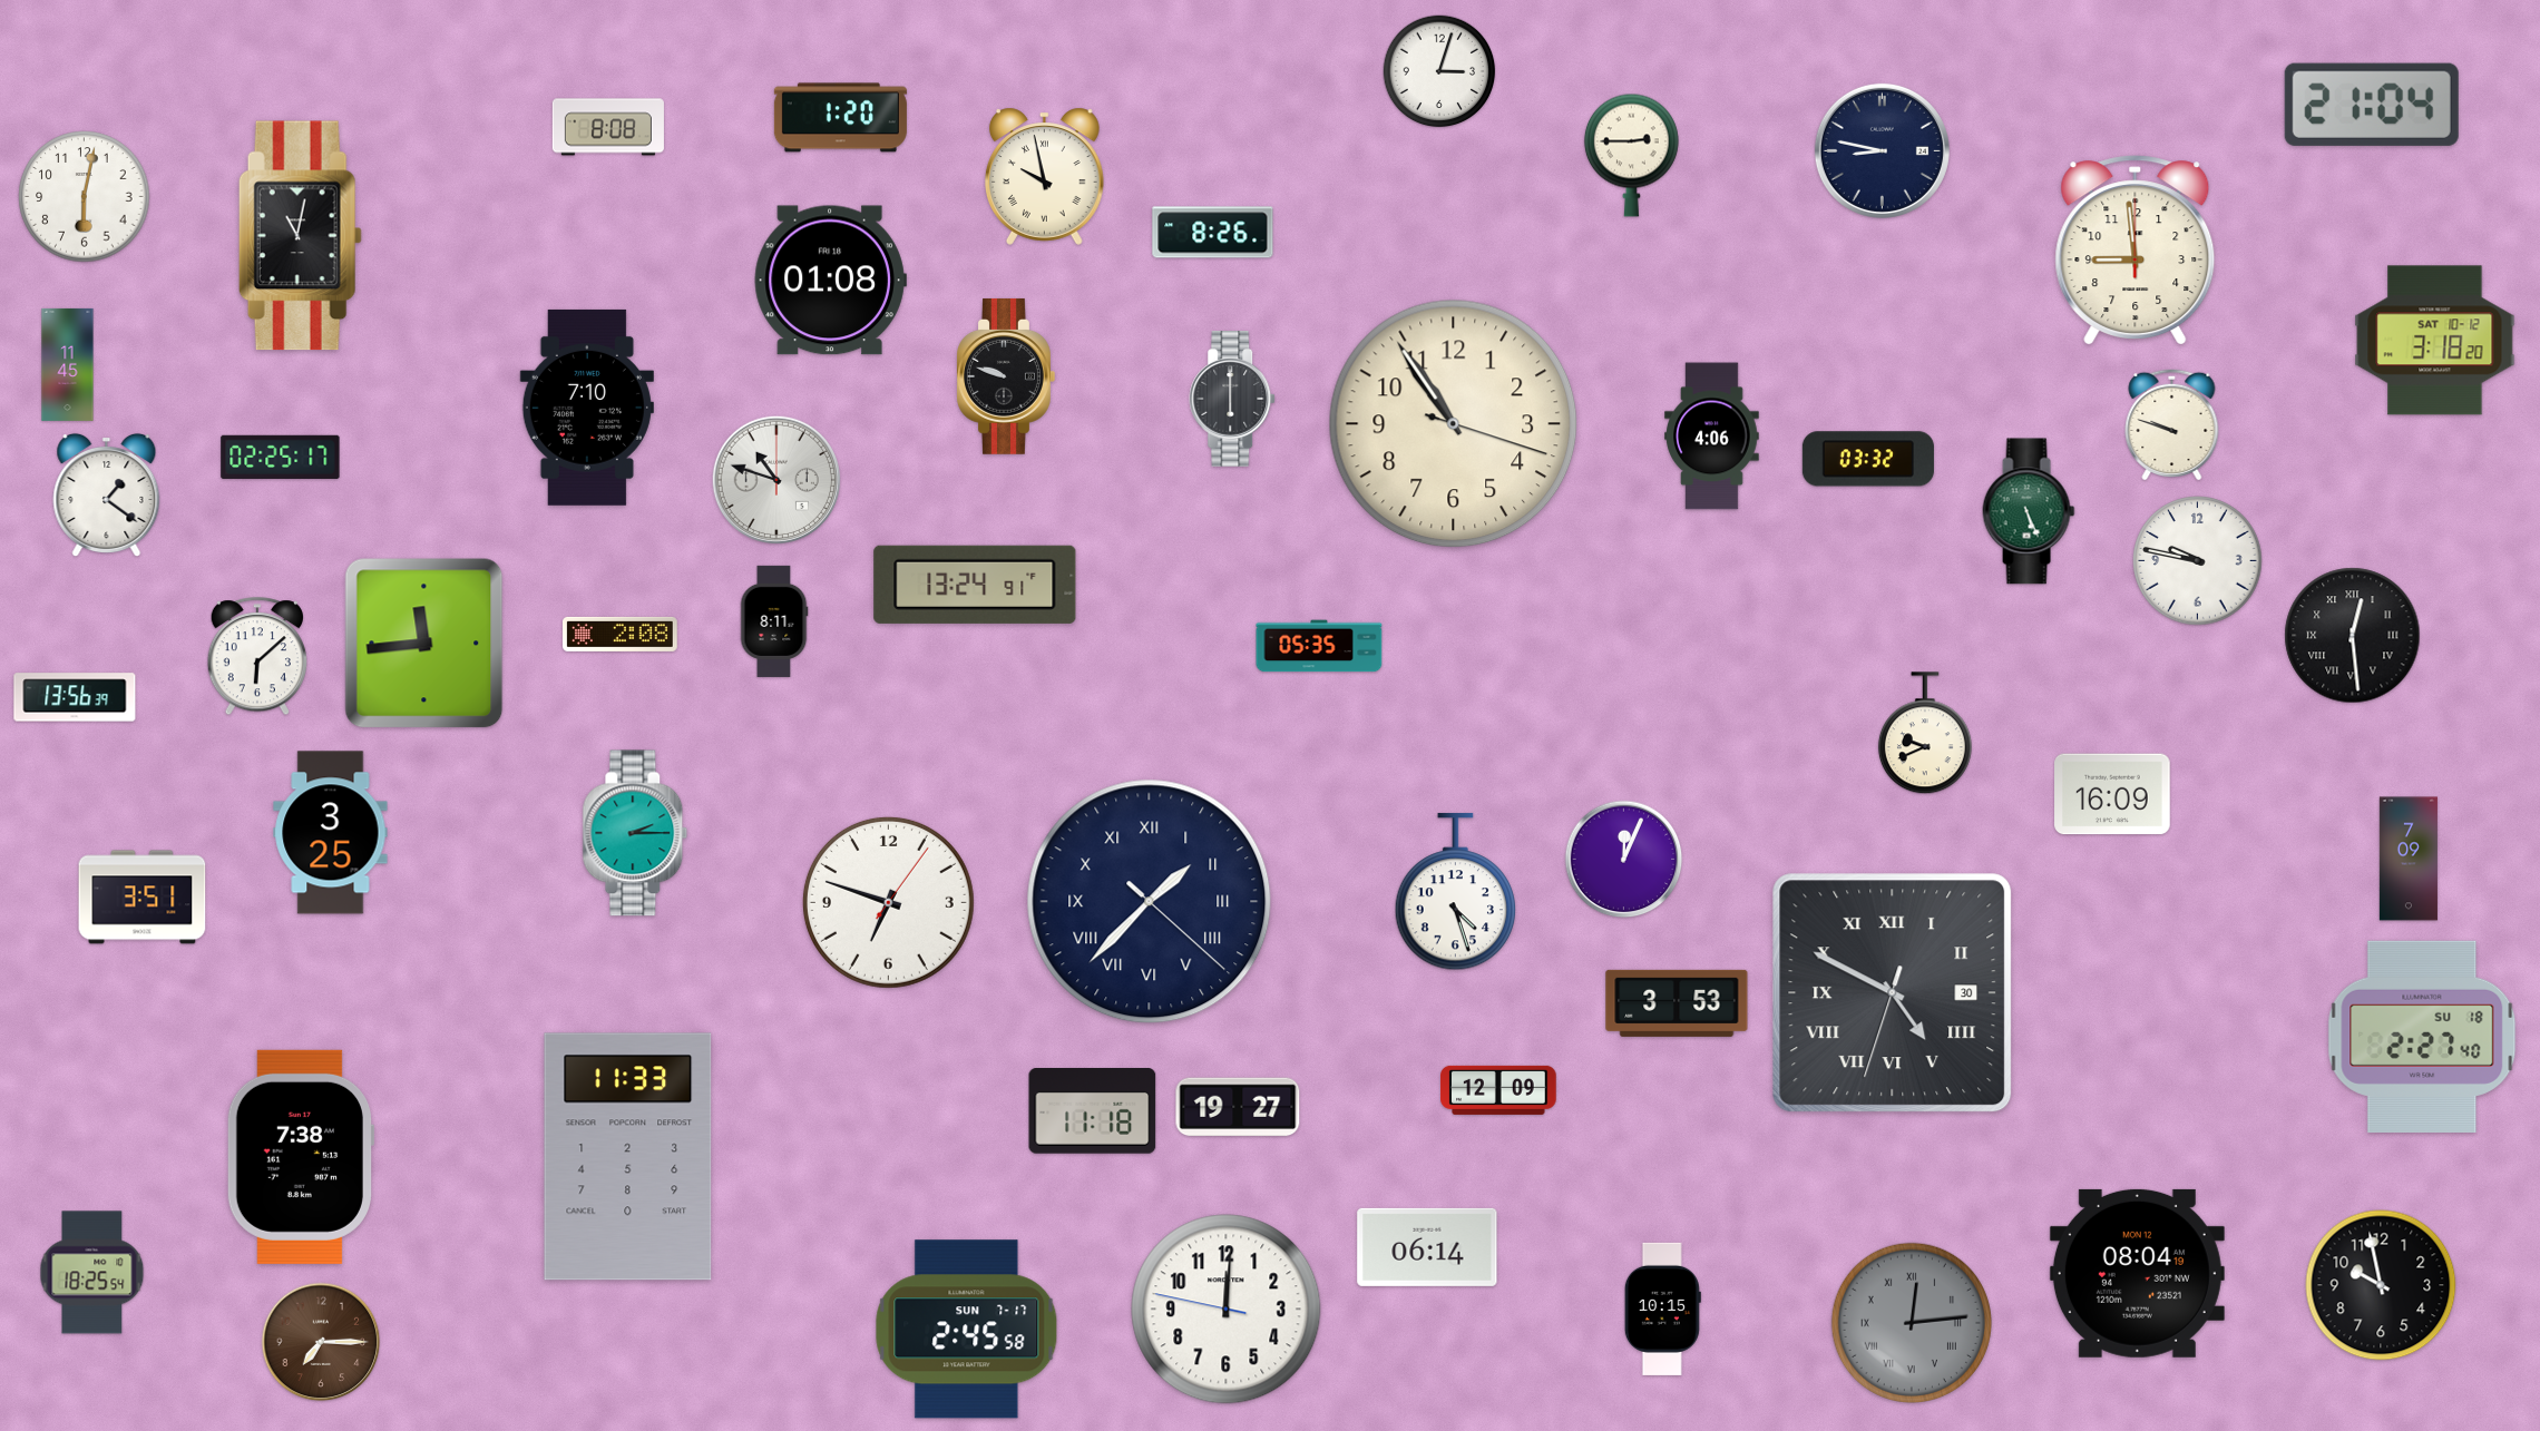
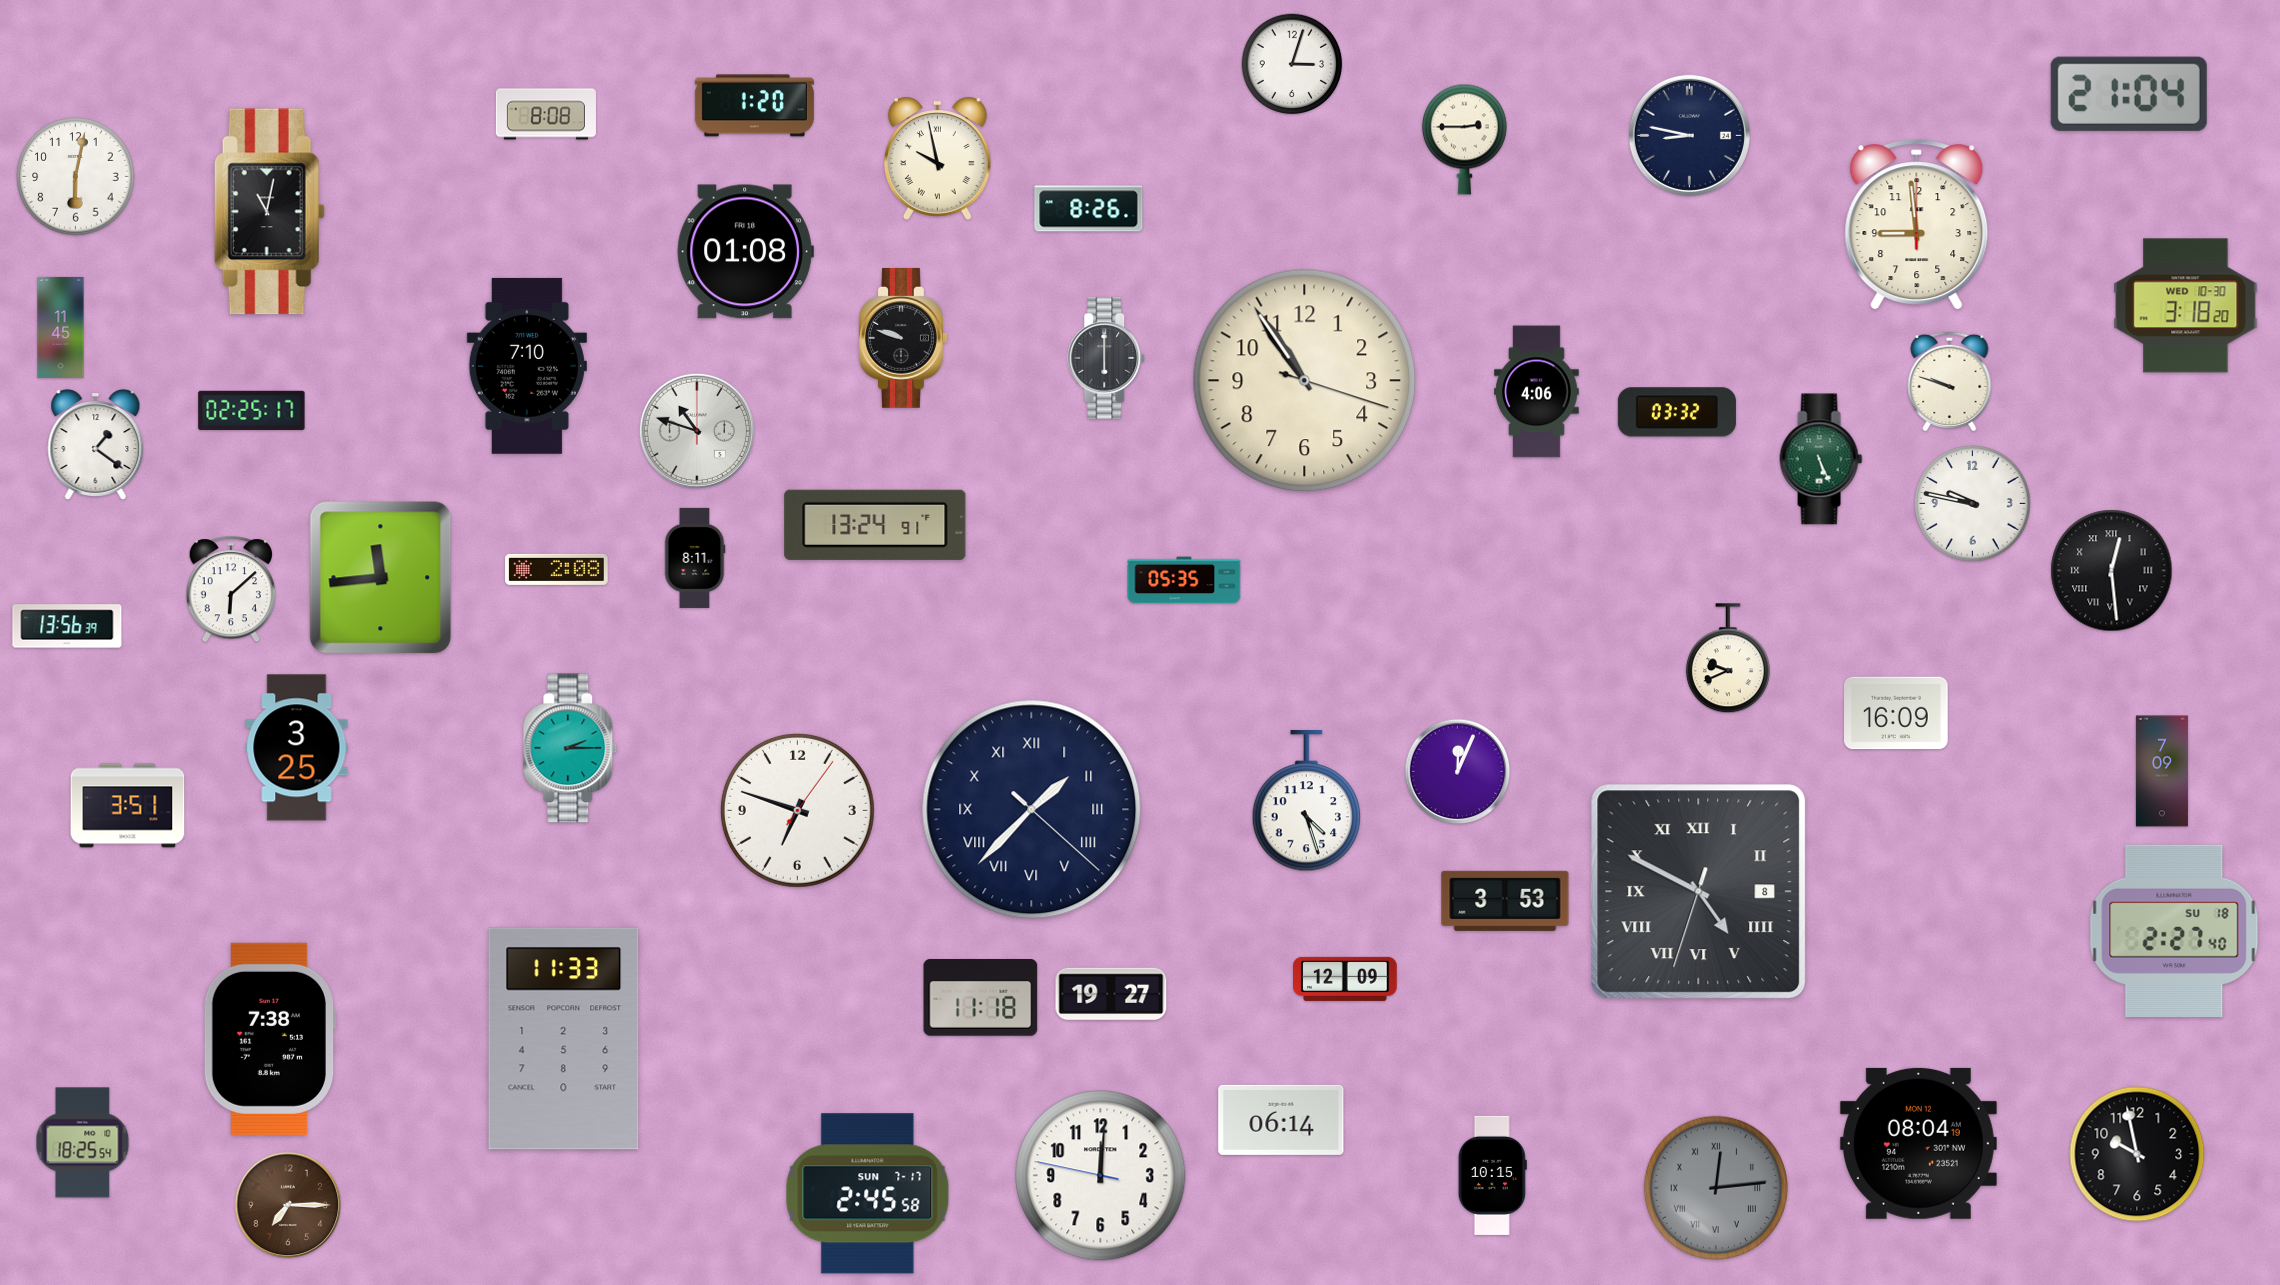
clock at (2435, 341) date: SAT 10-12 -> WED 10-30
clock at (1893, 993) date: 30 -> 8
